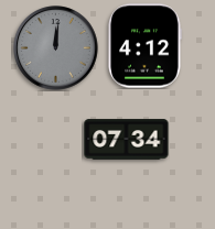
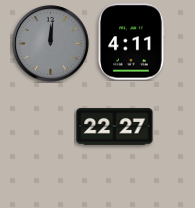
clock at (144, 46): 4:12 -> 4:11
clock at (127, 140): 07:34 -> 22:27
